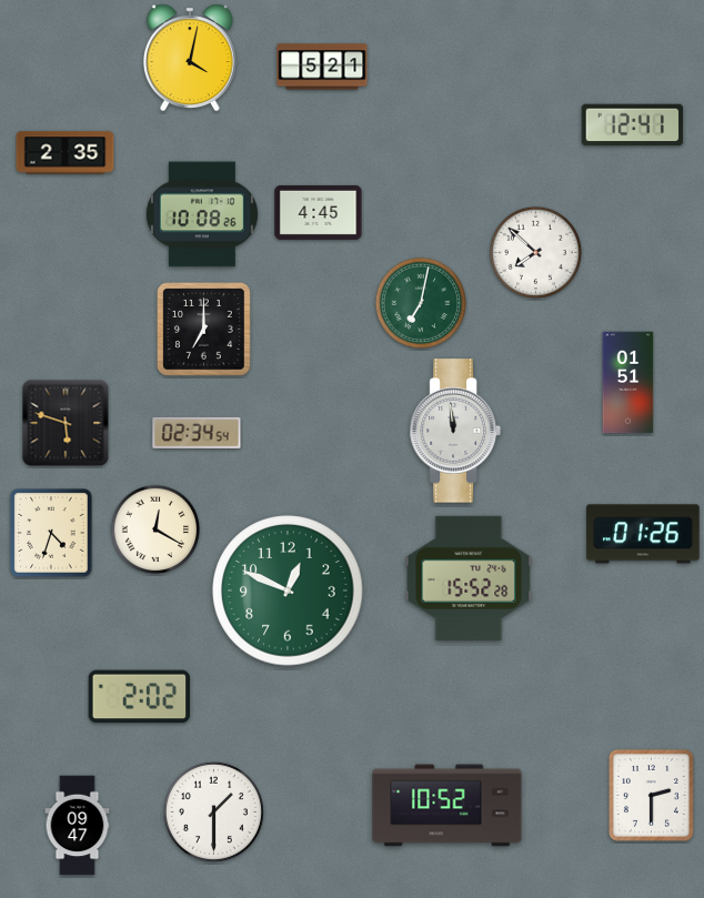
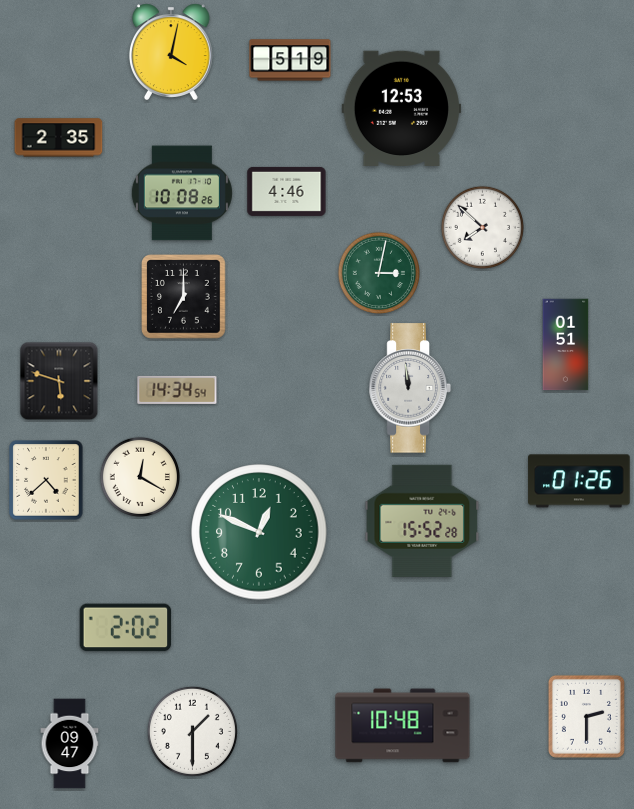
clock at (322, 67): 5:21 -> 5:19
clock at (402, 109): none -> 12:53
clock at (633, 125): 12:41 -> none
clock at (319, 212): 4:45 -> 4:46
clock at (420, 302): 7:02 -> 3:02
clock at (197, 433): 02:34 -> 14:34
clock at (51, 533): 4:33 -> 4:38
clock at (447, 806): 10:52 -> 10:48
